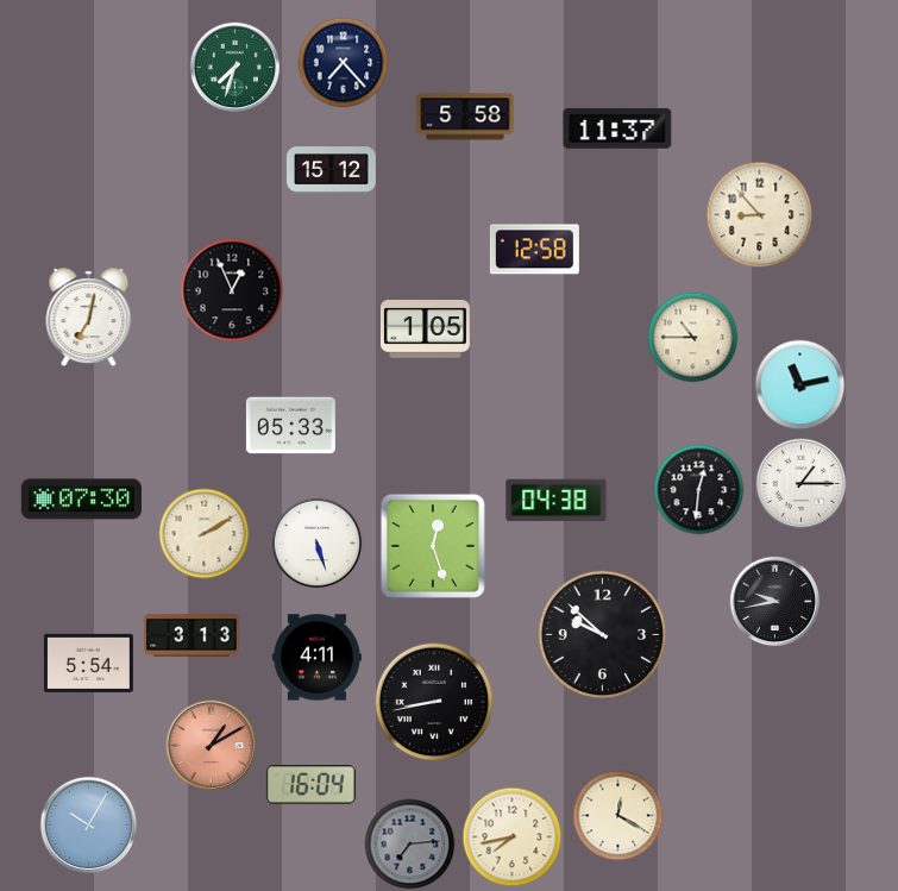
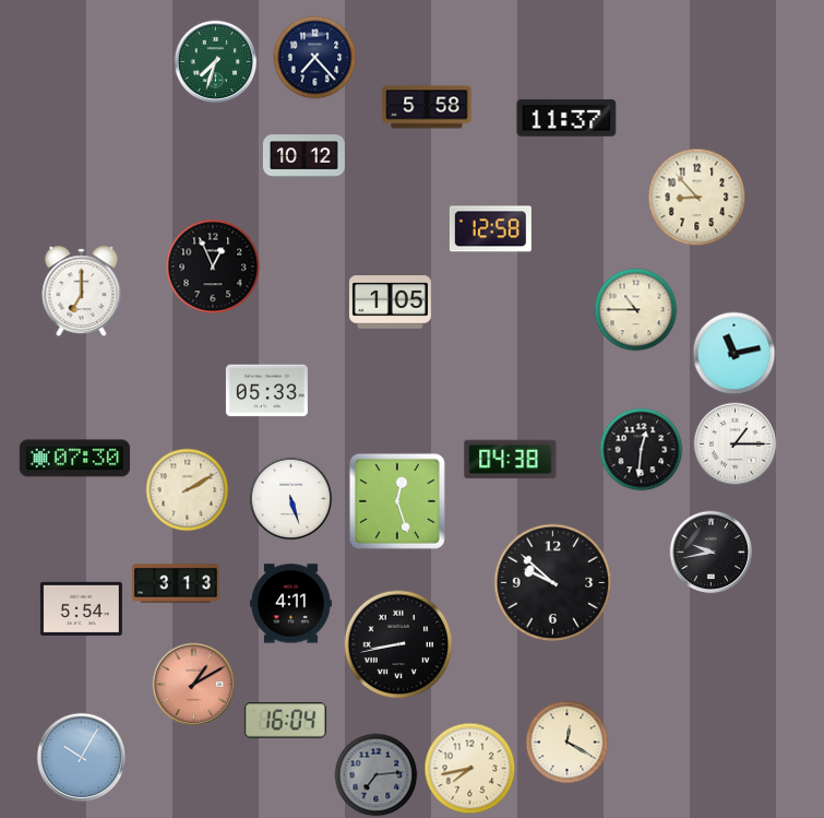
clock at (331, 170): 15:12 -> 10:12
clock at (89, 318): 7:02 -> 7:00
clock at (618, 816) position: (618, 816) -> (568, 743)
